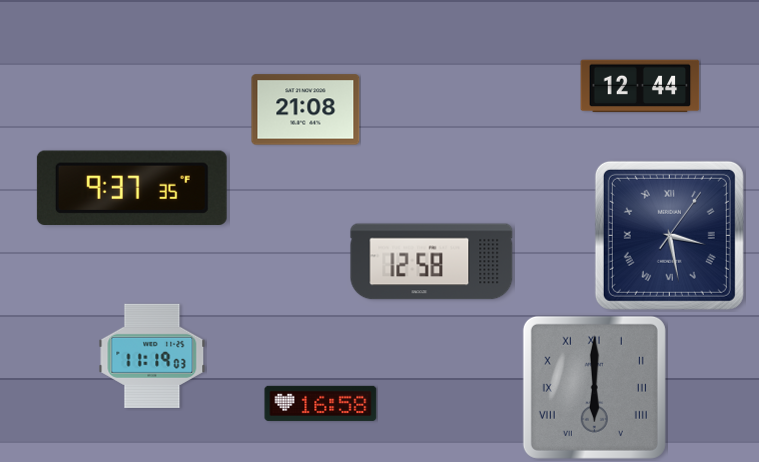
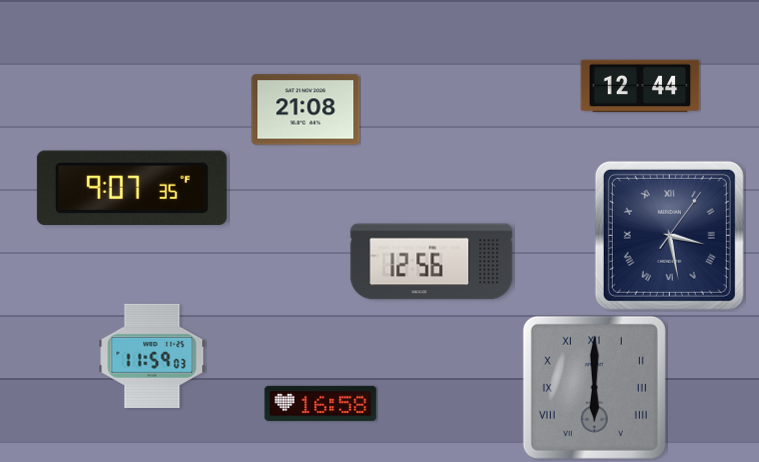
clock at (132, 187): 9:37 -> 9:07
clock at (432, 262): 12:58 -> 12:56
clock at (152, 356): 11:19 -> 11:59
